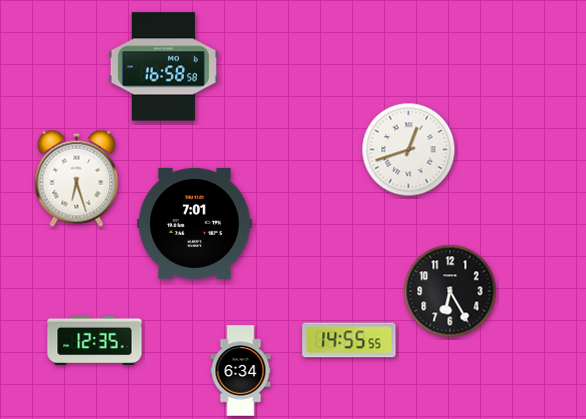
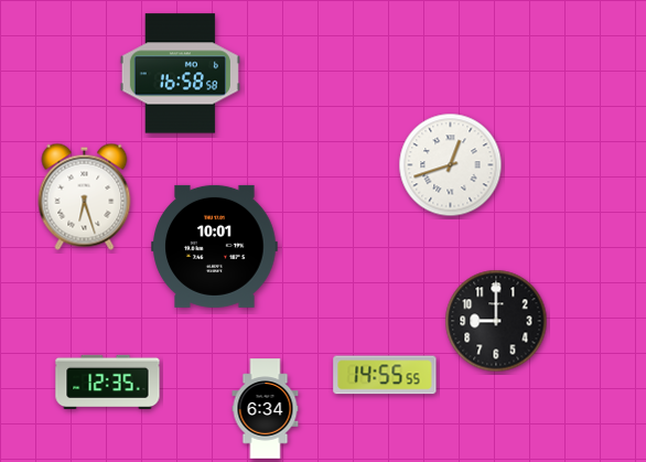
clock at (195, 223): 7:01 -> 10:01
clock at (450, 291): 6:25 -> 9:00
clock at (95, 340) position: (95, 340) -> (108, 382)
